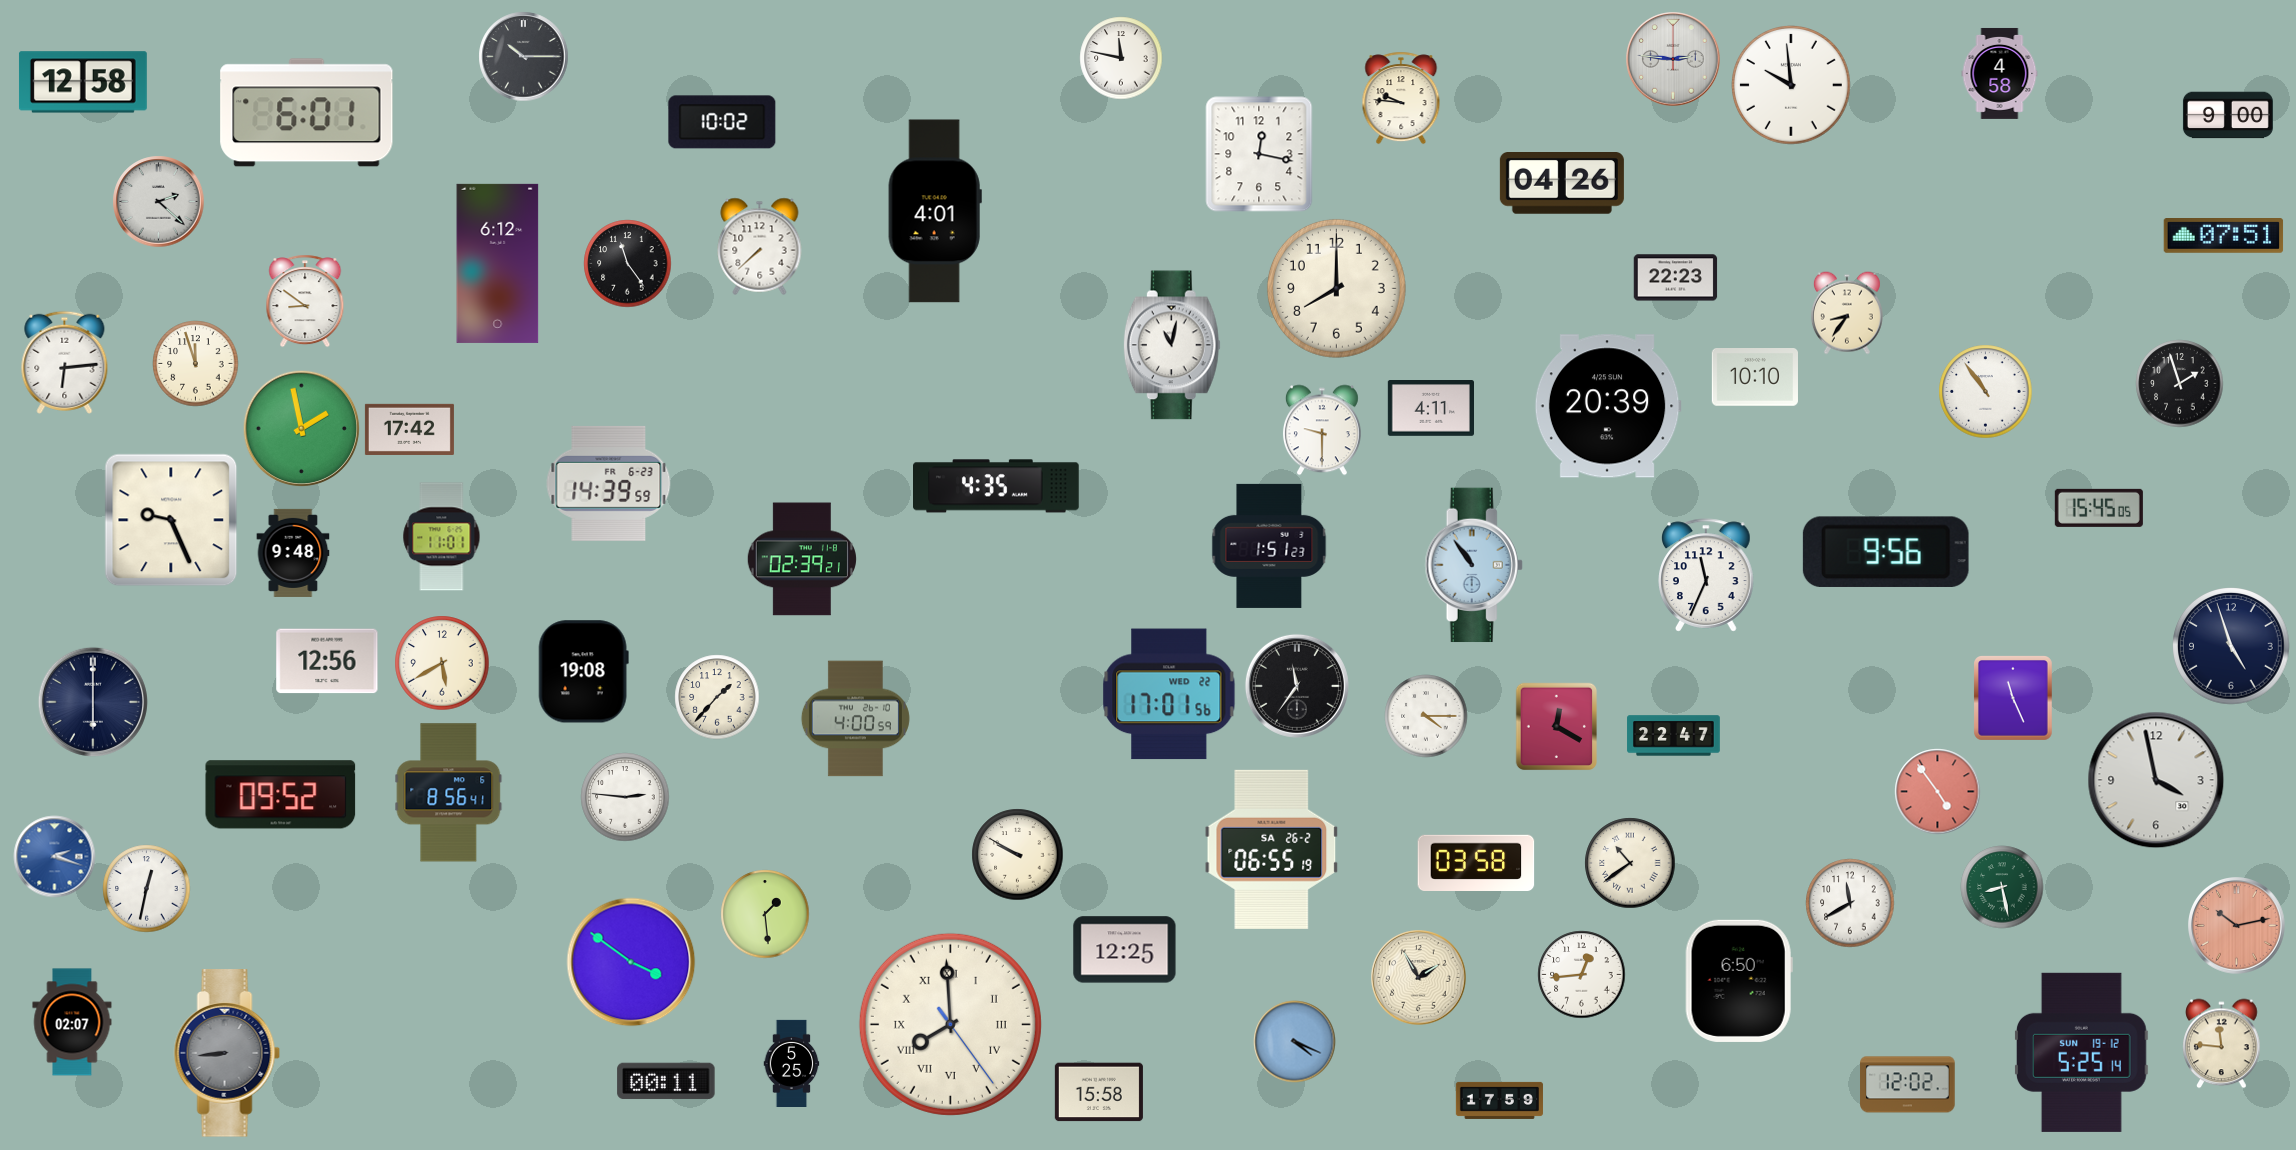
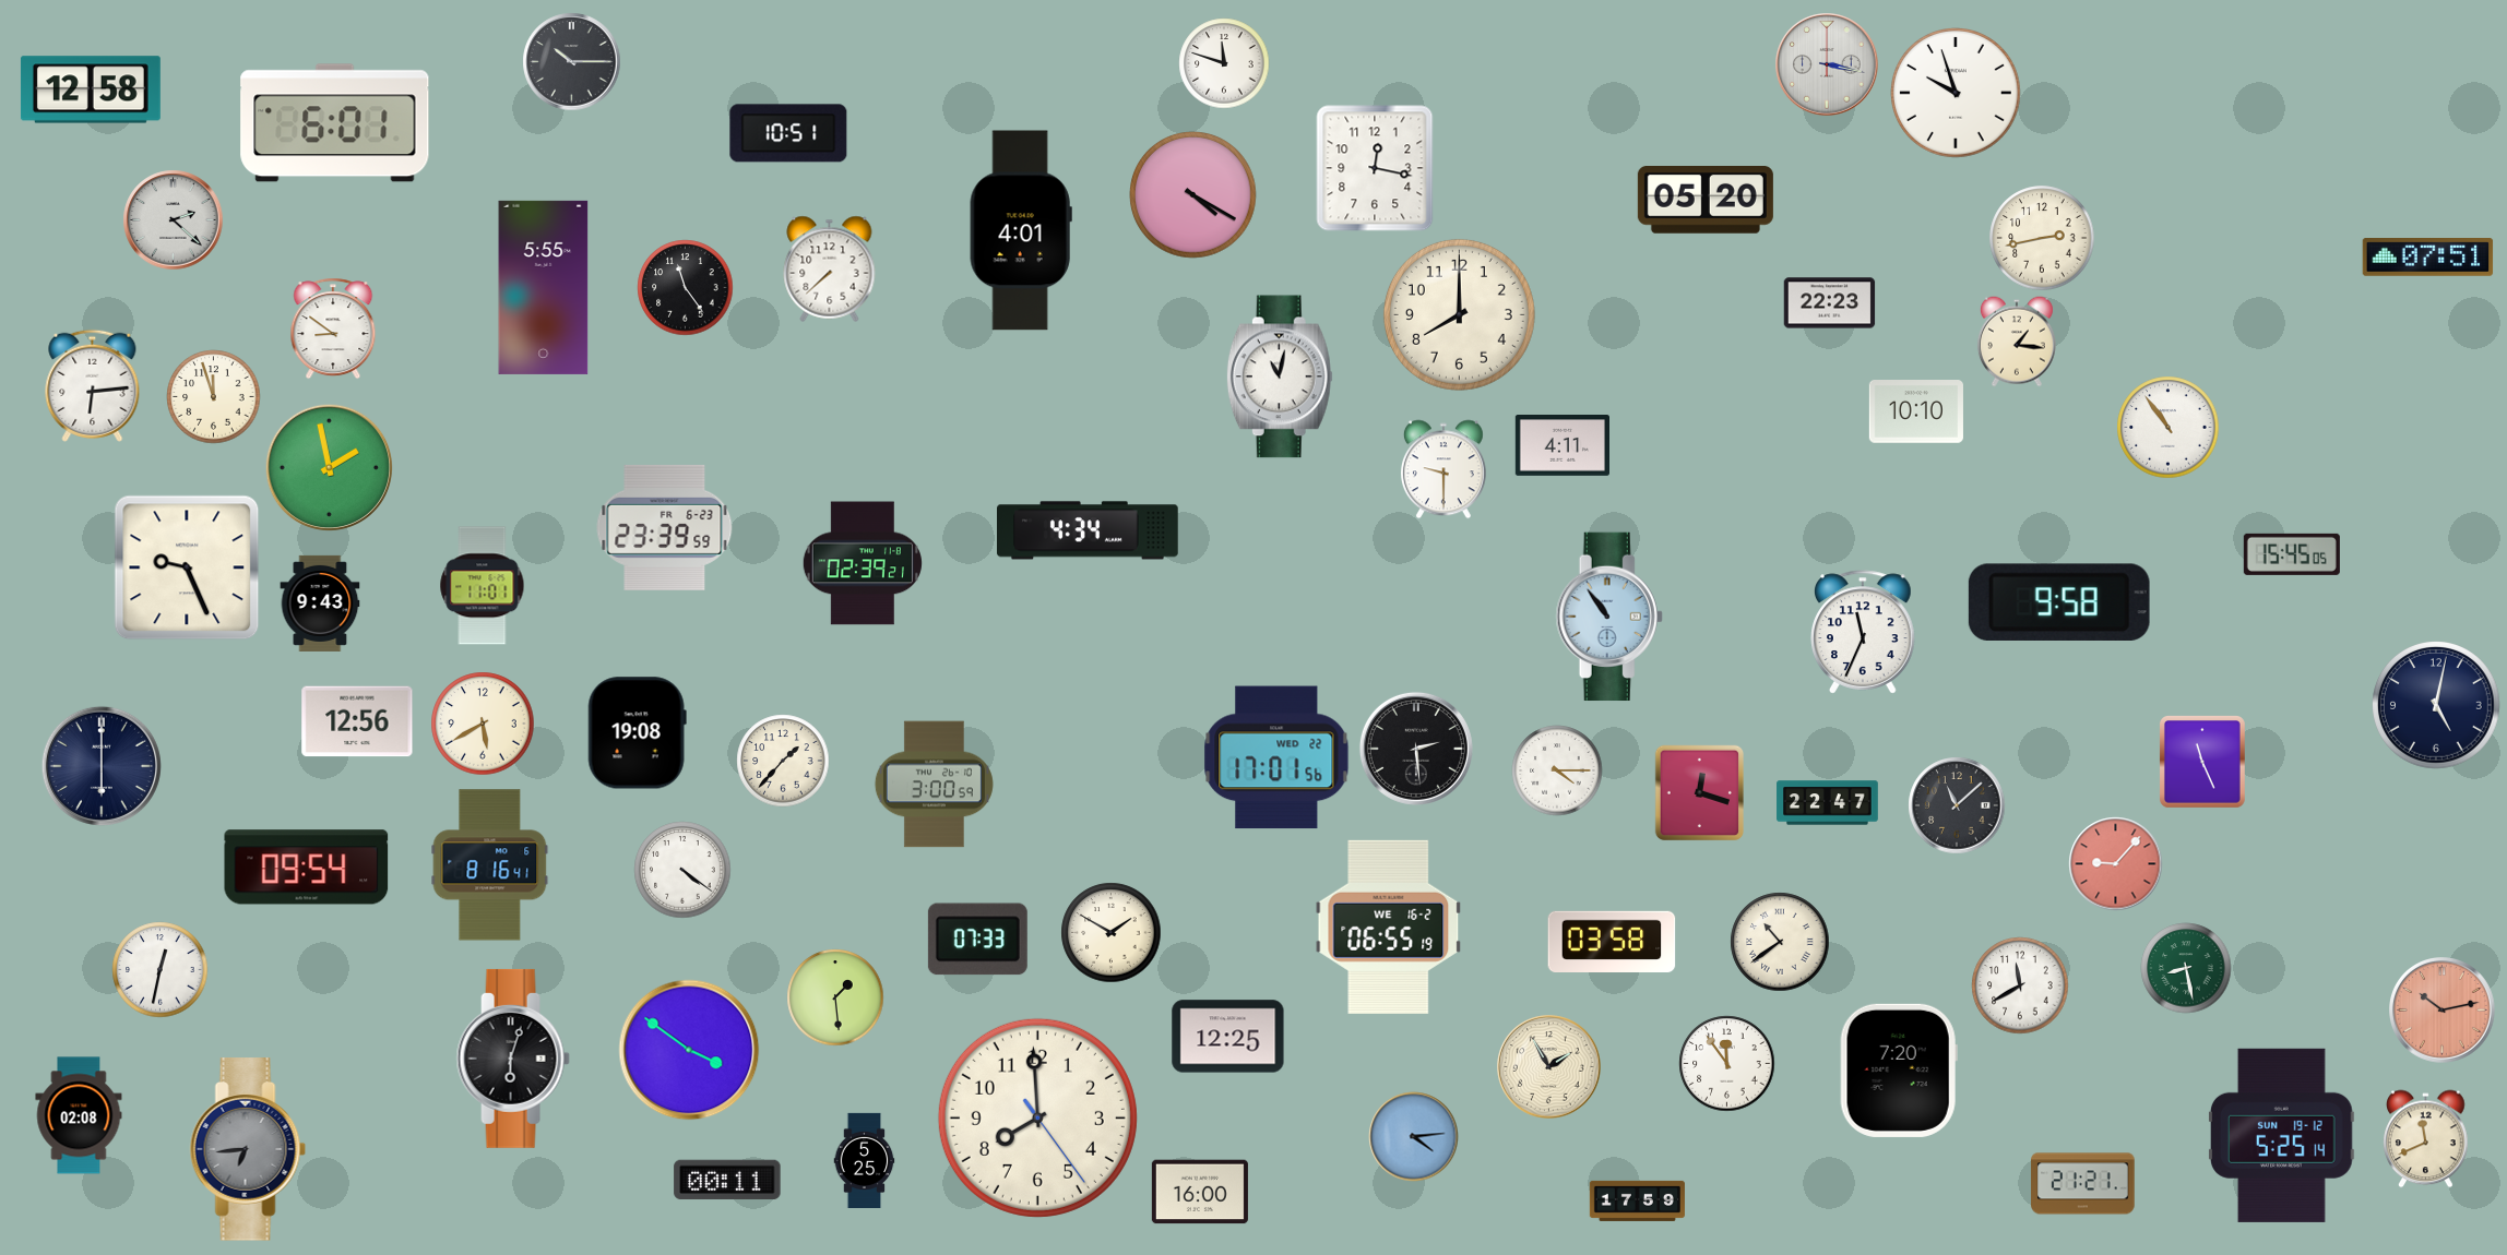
clock at (1121, 58): 11:47 -> 11:48
clock at (1673, 59): 2:46 -> 3:17
clock at (2000, 73): 4:58 -> none
clock at (1792, 86): 9:59 -> 9:57
clock at (1401, 98): 9:46 -> none
clock at (2228, 115): 9:00 -> none
clock at (722, 122): 10:02 -> 10:51
clock at (1193, 195): none -> 4:20
clock at (1562, 184): 04:26 -> 05:20
clock at (2042, 238): none -> 2:43
clock at (498, 263): 6:12 -> 5:55
clock at (1847, 313): 8:36 -> 1:16
clock at (65, 362) position: (65, 362) -> (93, 385)
clock at (2180, 384): 1:57 -> none
clock at (1608, 406): 20:39 -> none
clock at (409, 429): 17:42 -> none
clock at (609, 483): 14:39 -> 23:39
clock at (996, 486): 4:35 -> 4:34
clock at (1269, 546): 1:51 -> none
clock at (1886, 552): 9:56 -> 9:58
clock at (293, 553): 9:48 -> 9:43
clock at (802, 559) position: (802, 559) -> (863, 563)
clock at (1706, 575) position: (1706, 575) -> (1863, 632)
clock at (2231, 646): 4:57 -> 5:02
clock at (1297, 686): 11:36 -> 2:29
clock at (2014, 699) position: (2014, 699) -> (2203, 763)
clock at (1426, 716) position: (1426, 716) -> (1557, 770)
clock at (855, 719): 4:00 -> 3:00
clock at (1556, 727): 12:20 -> 12:18
clock at (1957, 805): none -> 11:08
clock at (2156, 780): 3:58 -> none
clock at (1938, 792): 4:54 -> 9:07
clock at (449, 793): 8:56 -> 8:16
clock at (281, 795): 09:52 -> 09:54
clock at (625, 797): 2:46 -> 4:21
clock at (1272, 849) date: SA 26-2 -> WE 16-2
clock at (1018, 855): 9:50 -> 1:50
clock at (55, 857): 2:18 -> none
clock at (977, 940): none -> 07:33
clock at (513, 1059): none -> 6:03
clock at (1582, 975): 12:44 -> 11:54
clock at (1739, 981): 6:50 -> 7:20
clock at (72, 1022): 02:07 -> 02:08
clock at (950, 1024) numerals: Roman -> Arabic
clock at (1295, 1042): 4:19 -> 4:14
clock at (2222, 1044): 11:46 -> 11:41
clock at (2081, 1052) position: (2081, 1052) -> (2281, 1135)
clock at (227, 1053): 8:44 -> 6:44
clock at (1908, 1085): 12:02 -> 21:21
clock at (1099, 1092): 15:58 -> 16:00
